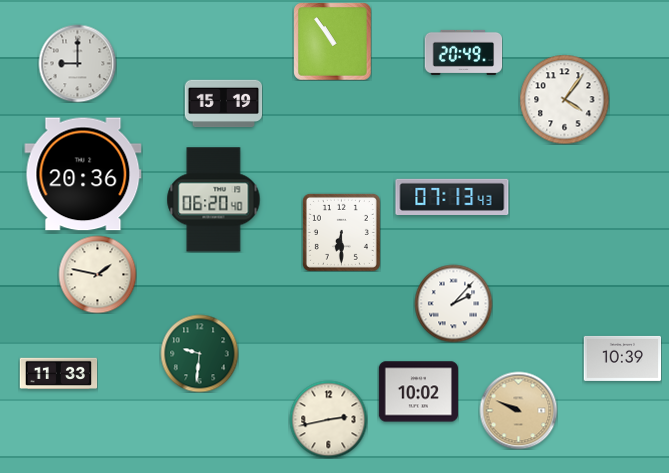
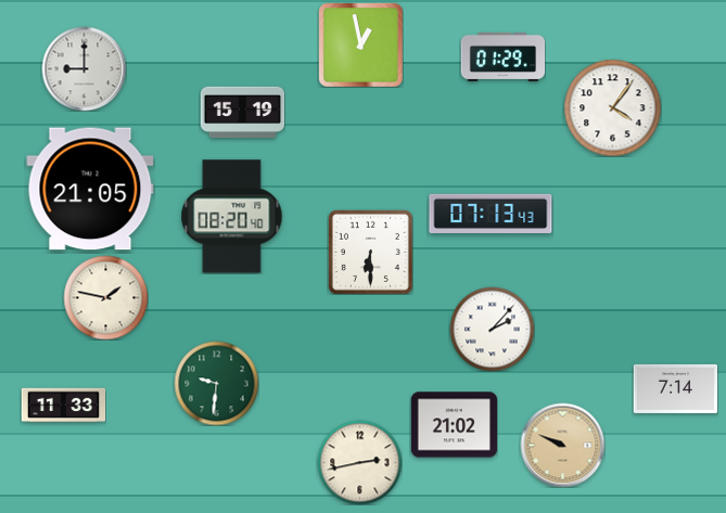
clock at (332, 41): 10:54 -> 12:58
clock at (463, 52): 20:49 -> 01:29
clock at (83, 174): 20:36 -> 21:05
clock at (214, 200): 06:20 -> 08:20
clock at (622, 358): 10:39 -> 7:14
clock at (418, 392): 10:02 -> 21:02
clock at (328, 419) position: (328, 419) -> (359, 462)
